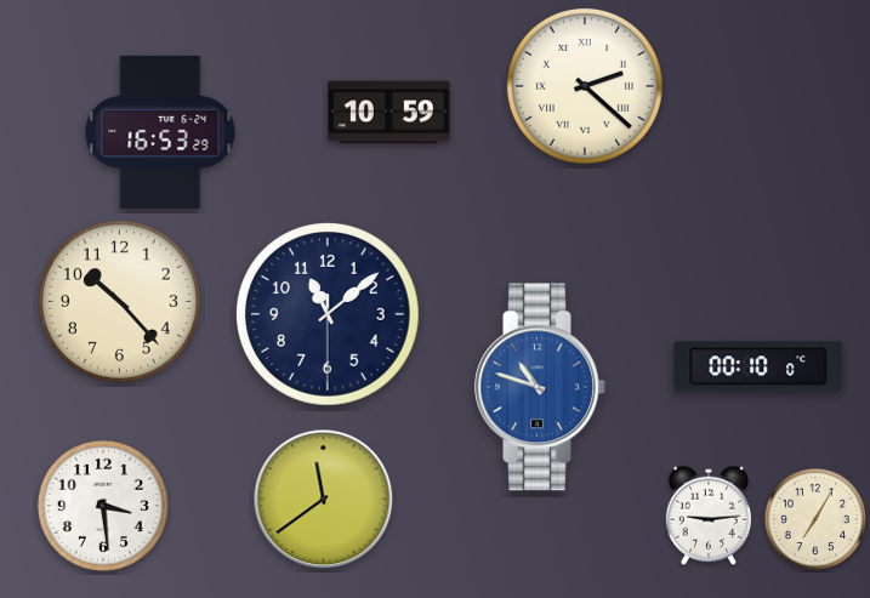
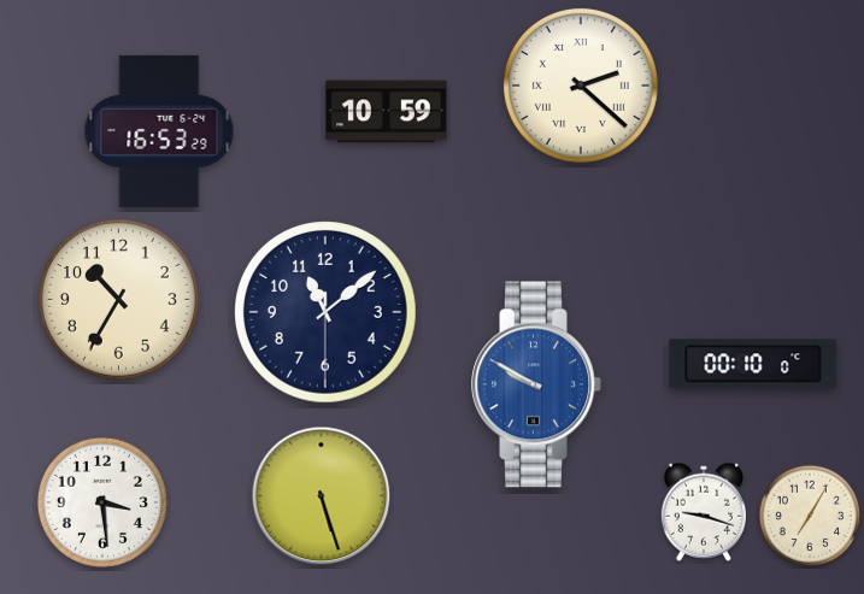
clock at (119, 301): 10:23 -> 10:35
clock at (540, 387): 10:48 -> 9:50
clock at (324, 500): 11:39 -> 5:27
clock at (707, 516): 9:14 -> 9:18
